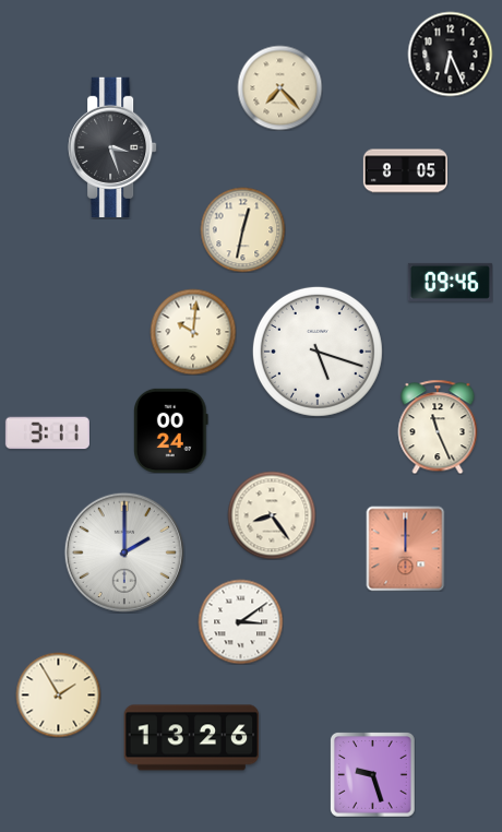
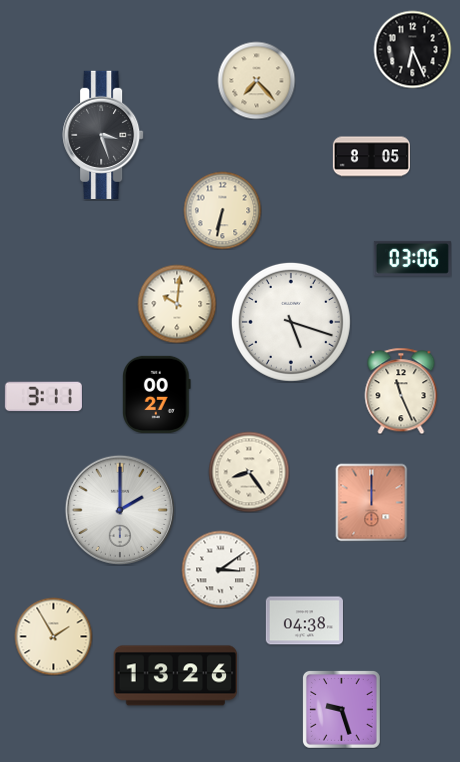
clock at (242, 229): 12:32 -> 6:32
clock at (450, 282): 09:46 -> 03:06
clock at (171, 430): 00:24 -> 00:27
clock at (124, 552) position: (124, 552) -> (120, 510)
clock at (304, 621): none -> 04:38
